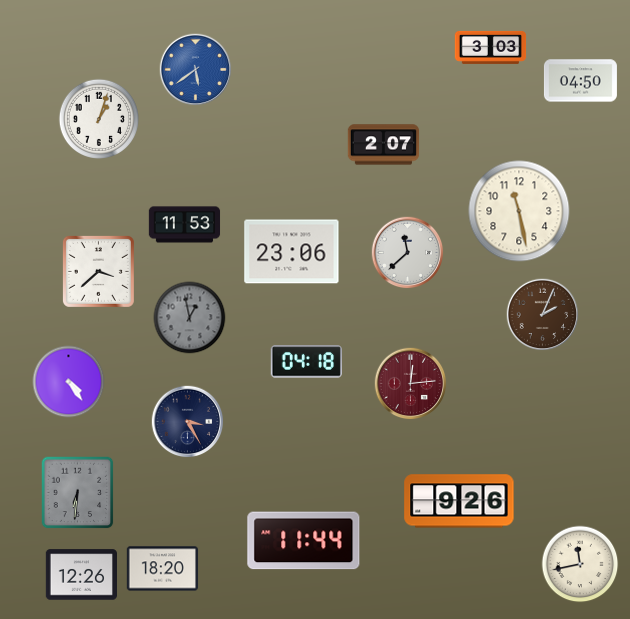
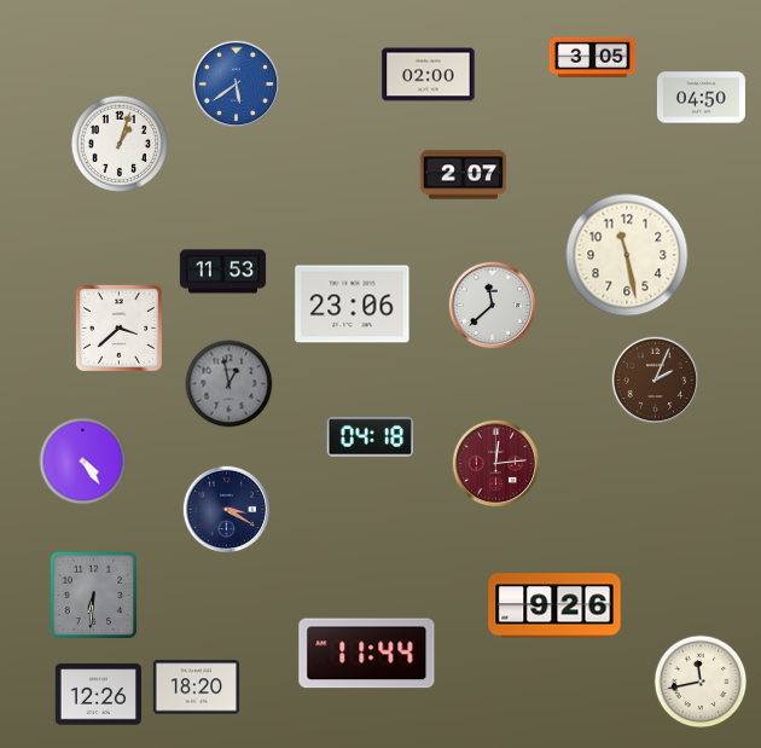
clock at (491, 47): 3:03 -> 3:05
clock at (429, 75): none -> 02:00
clock at (188, 422): 3:25 -> 3:20
